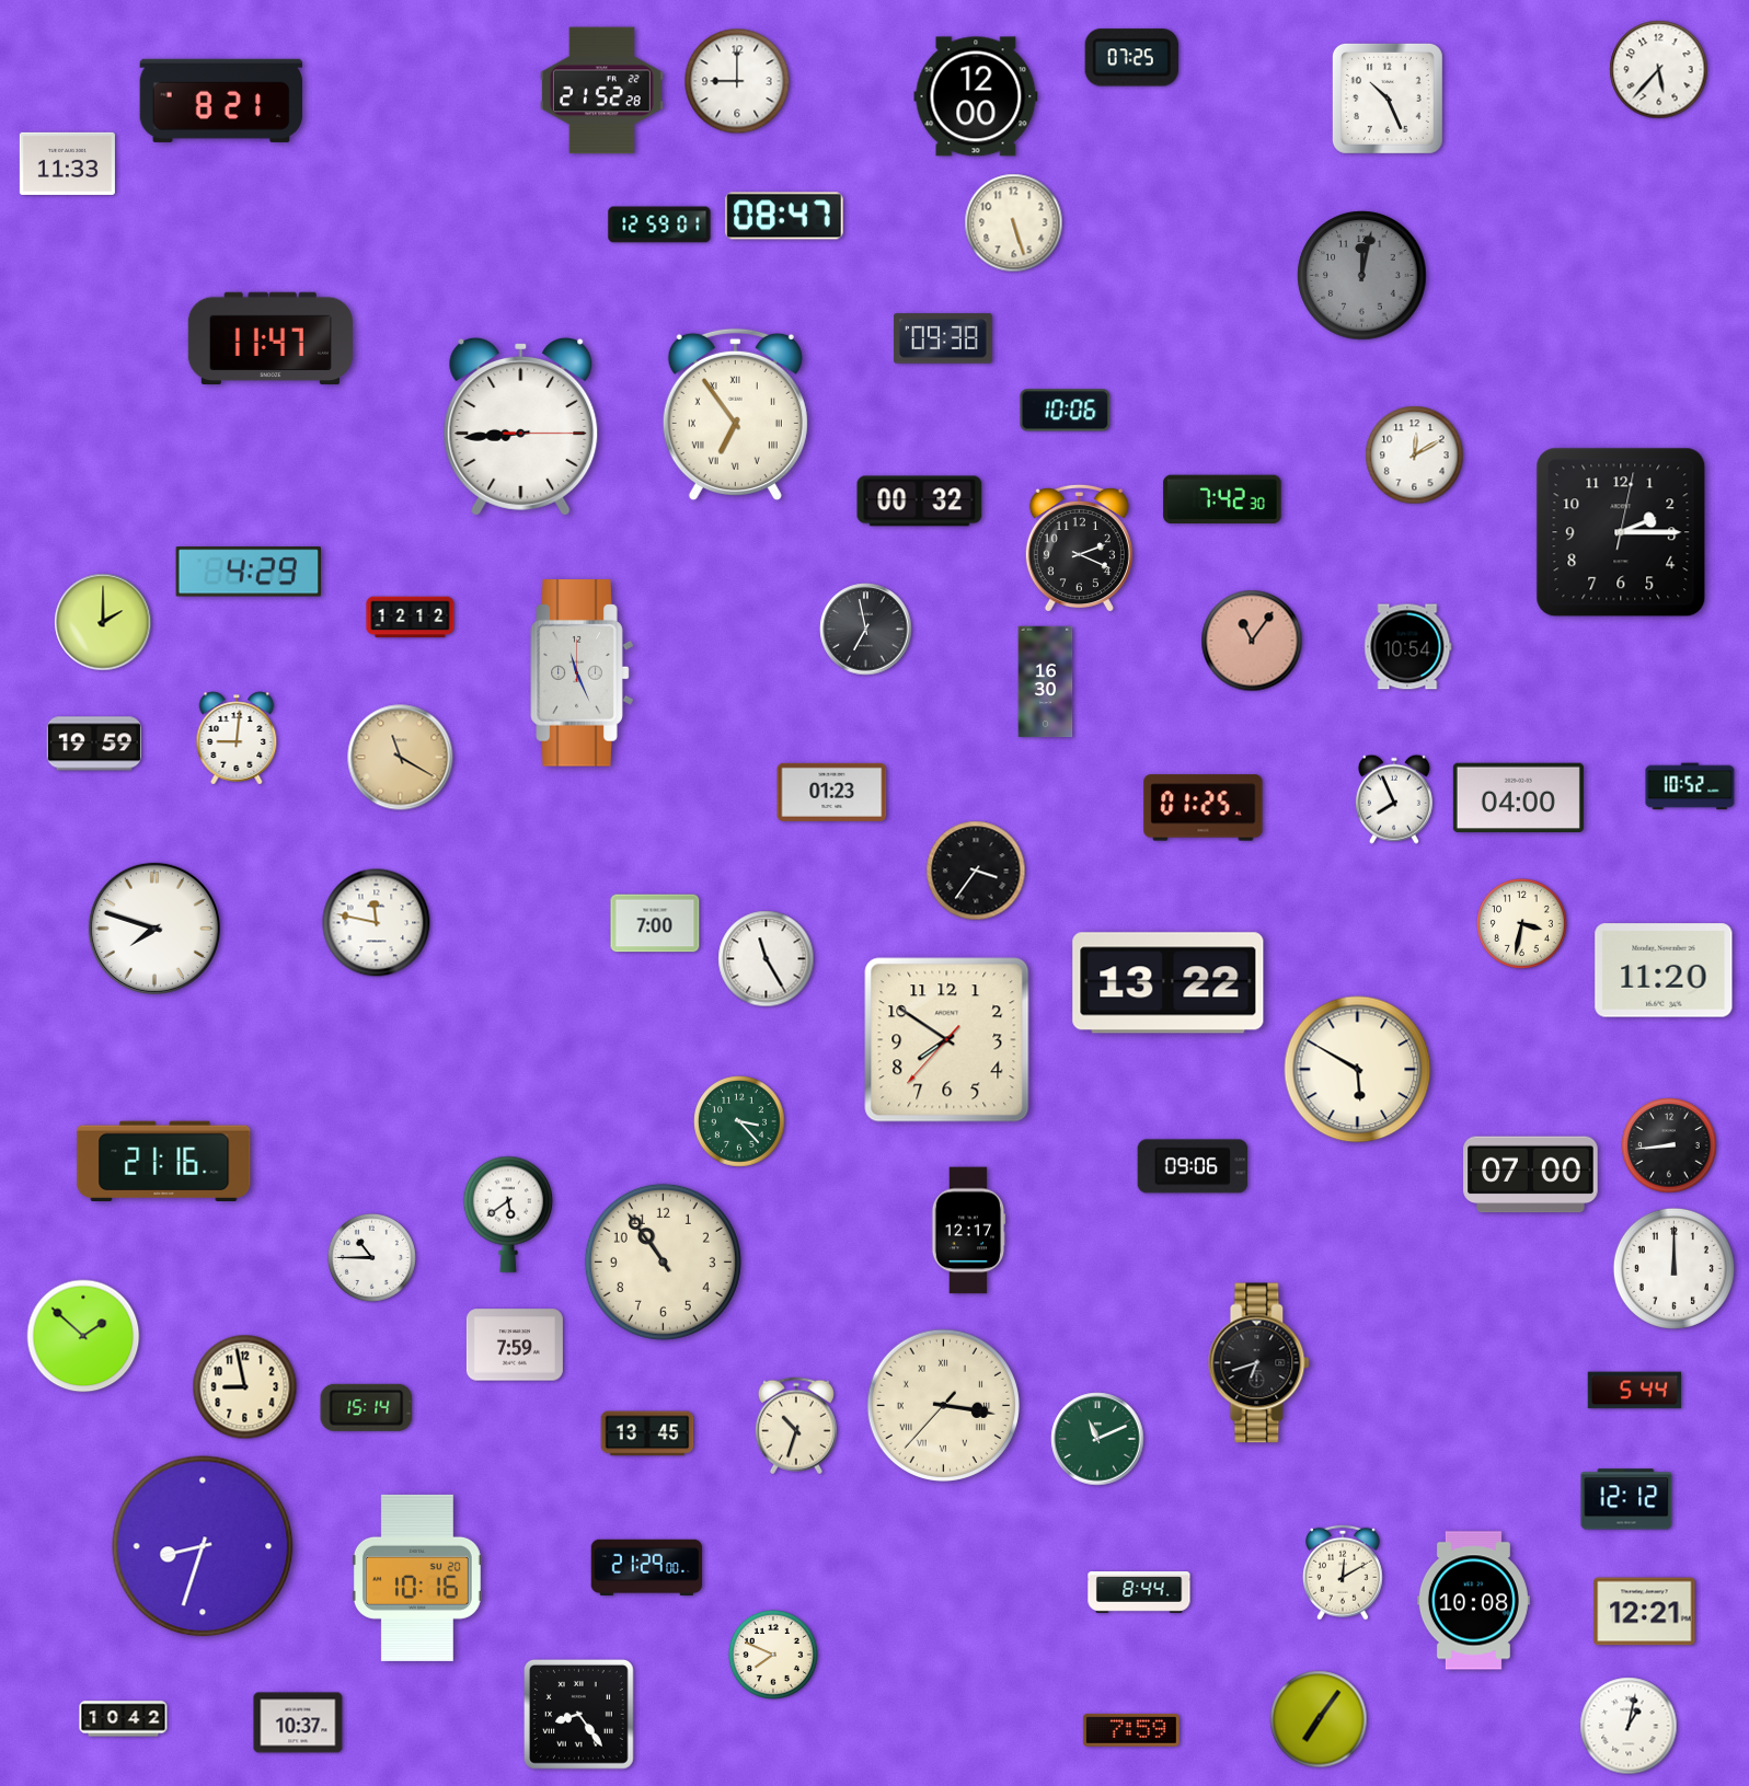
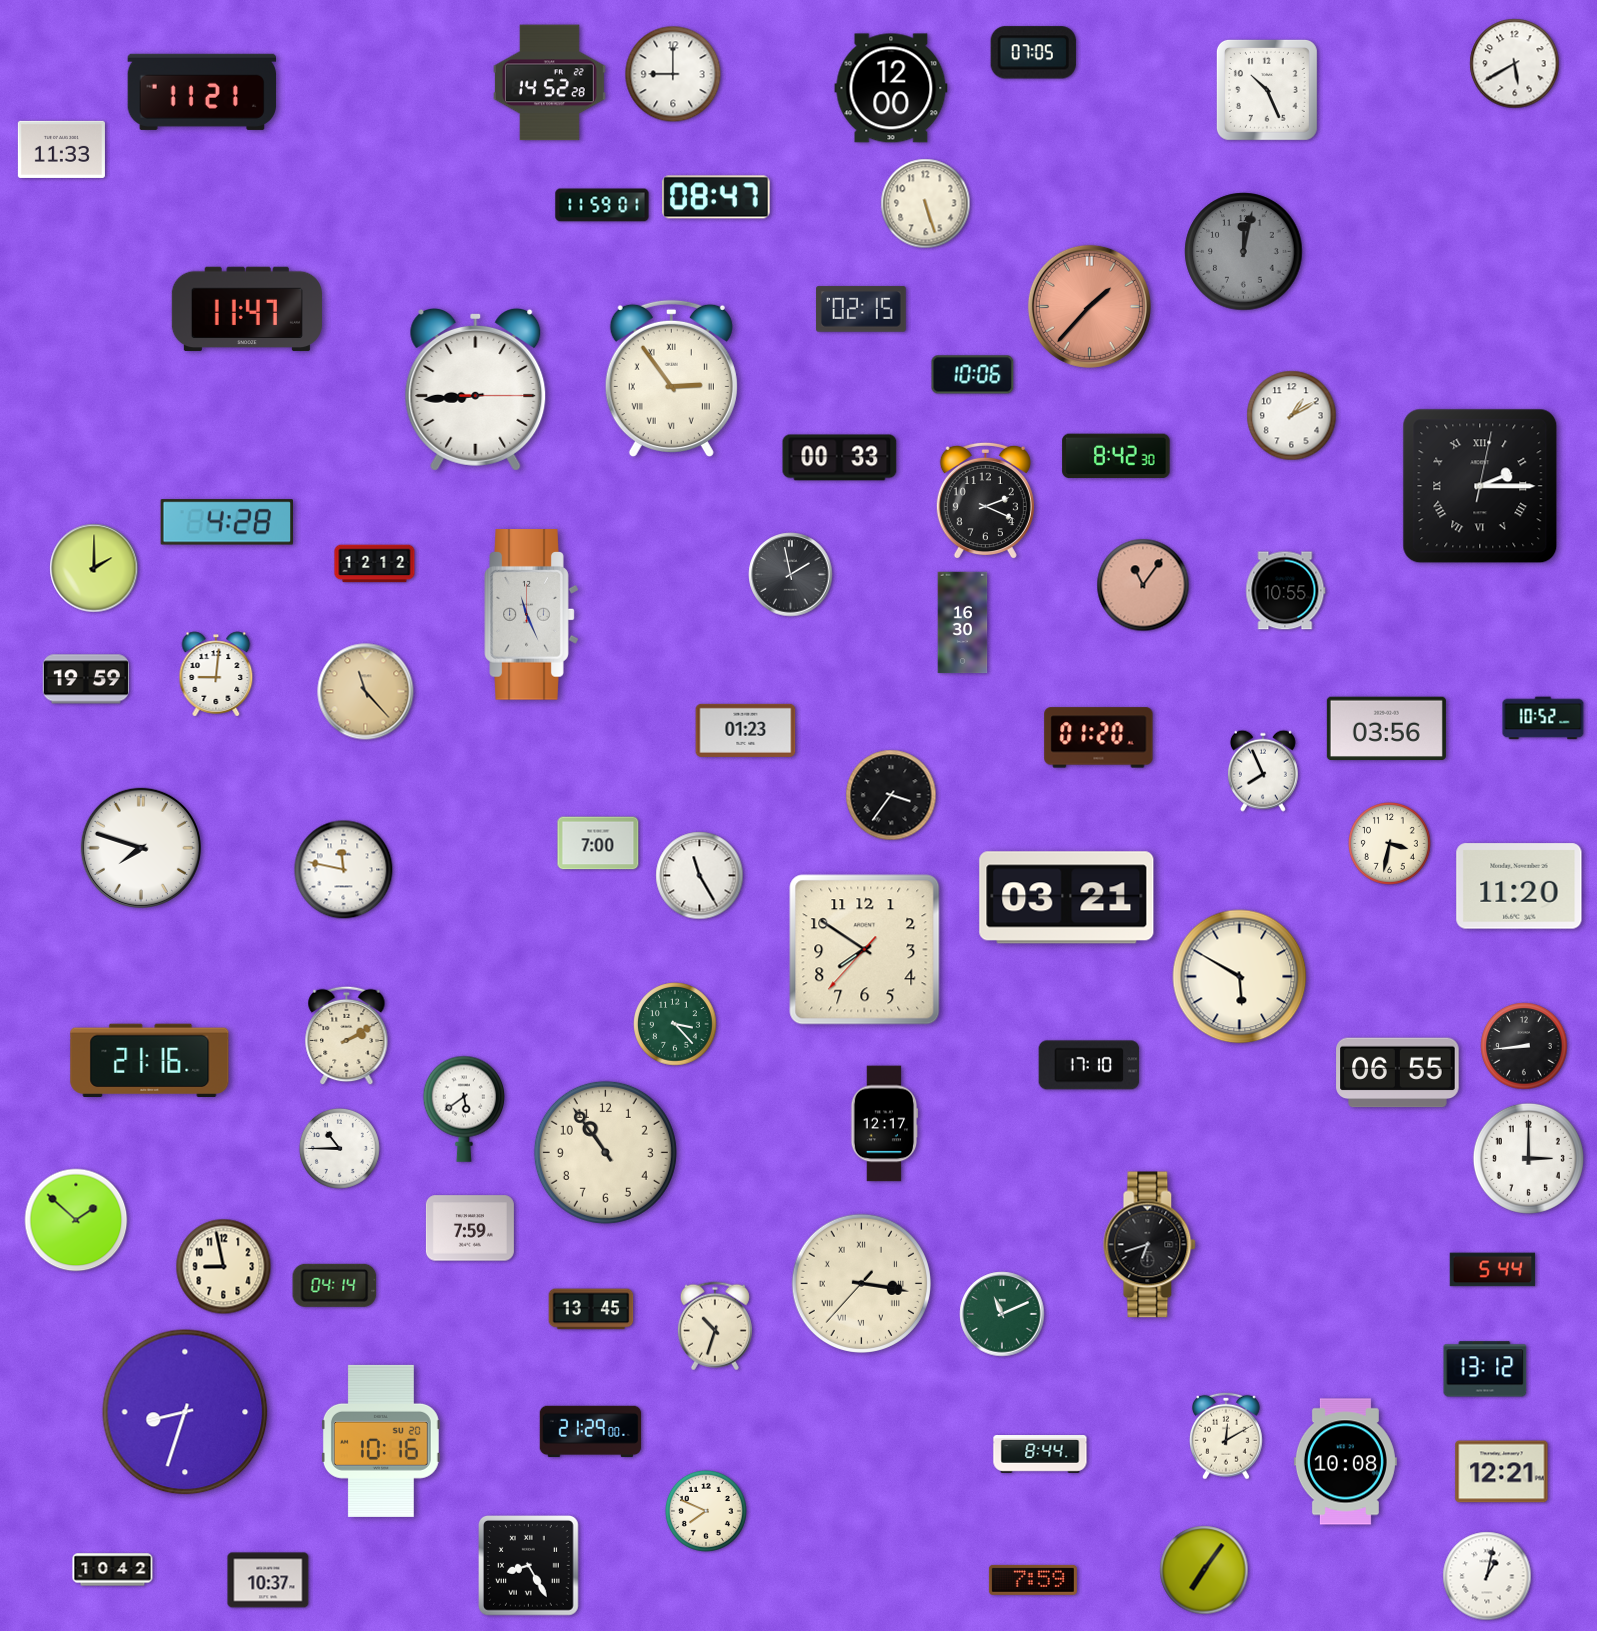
clock at (1131, 58): 07:25 -> 07:05
clock at (1659, 70): 5:37 -> 5:40
clock at (601, 91): 21:52 -> 14:52
clock at (221, 101): 8:21 -> 11:21
clock at (659, 224): 12:59 -> 11:59
clock at (1089, 306): none -> 1:37
clock at (943, 338): 09:38 -> 02:15
clock at (735, 414): 6:54 -> 2:54
clock at (1415, 456): 12:10 -> 1:10
clock at (1222, 499): 7:42 -> 8:42
clock at (920, 502): 00:32 -> 00:33
clock at (1621, 532) numerals: Arabic -> Roman
clock at (248, 572): 4:29 -> 4:28
clock at (866, 630): 6:58 -> 1:58
clock at (1408, 647): 10:54 -> 10:55
clock at (1046, 682) position: (1046, 682) -> (963, 623)
clock at (401, 758): 11:20 -> 11:23
clock at (832, 792) position: (832, 792) -> (746, 730)
clock at (1518, 798): 04:00 -> 03:56
clock at (1394, 799) position: (1394, 799) -> (1263, 771)
clock at (1204, 808): 01:25 -> 01:20
clock at (377, 923) position: (377, 923) -> (344, 870)
clock at (1169, 983): 13:22 -> 03:21
clock at (347, 1036): none -> 2:10
clock at (1193, 1166): 09:06 -> 17:10
clock at (1531, 1175): 07:00 -> 06:55
clock at (1673, 1268): 12:00 -> 3:00
clock at (367, 1407): 15:14 -> 04:14
clock at (796, 1426) position: (796, 1426) -> (715, 1326)
clock at (1626, 1499): 12:12 -> 13:12
clock at (579, 1715): 8:24 -> 8:25
clock at (298, 1722) position: (298, 1722) -> (268, 1580)
